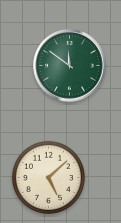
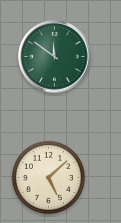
clock at (70, 66) position: (70, 66) -> (55, 57)
